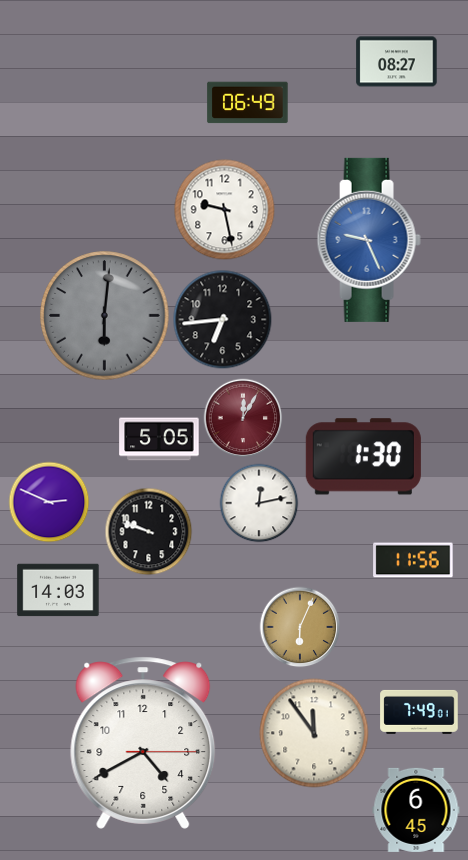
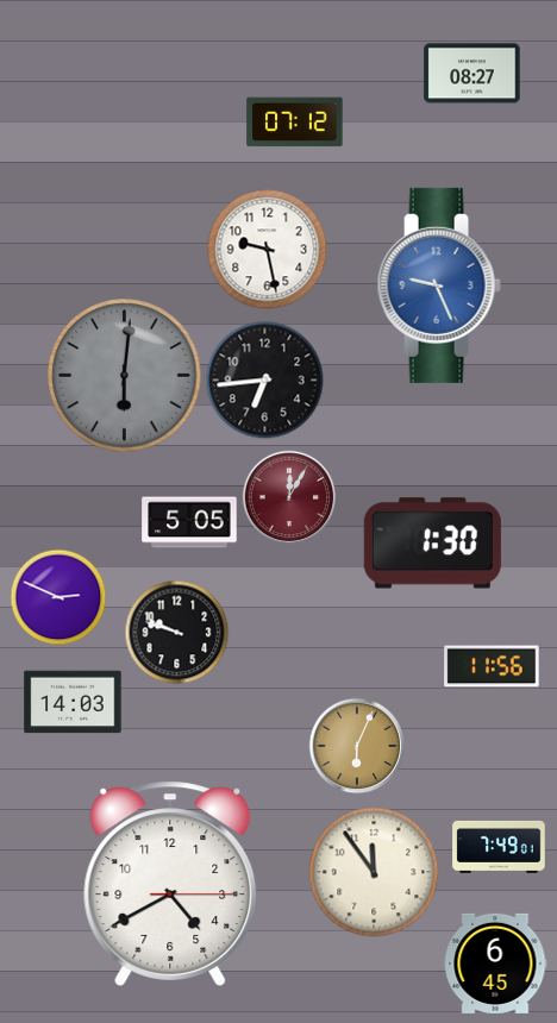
clock at (248, 103): 06:49 -> 07:12
clock at (259, 503): 12:13 -> none
clock at (58, 590) position: (58, 590) -> (73, 702)
